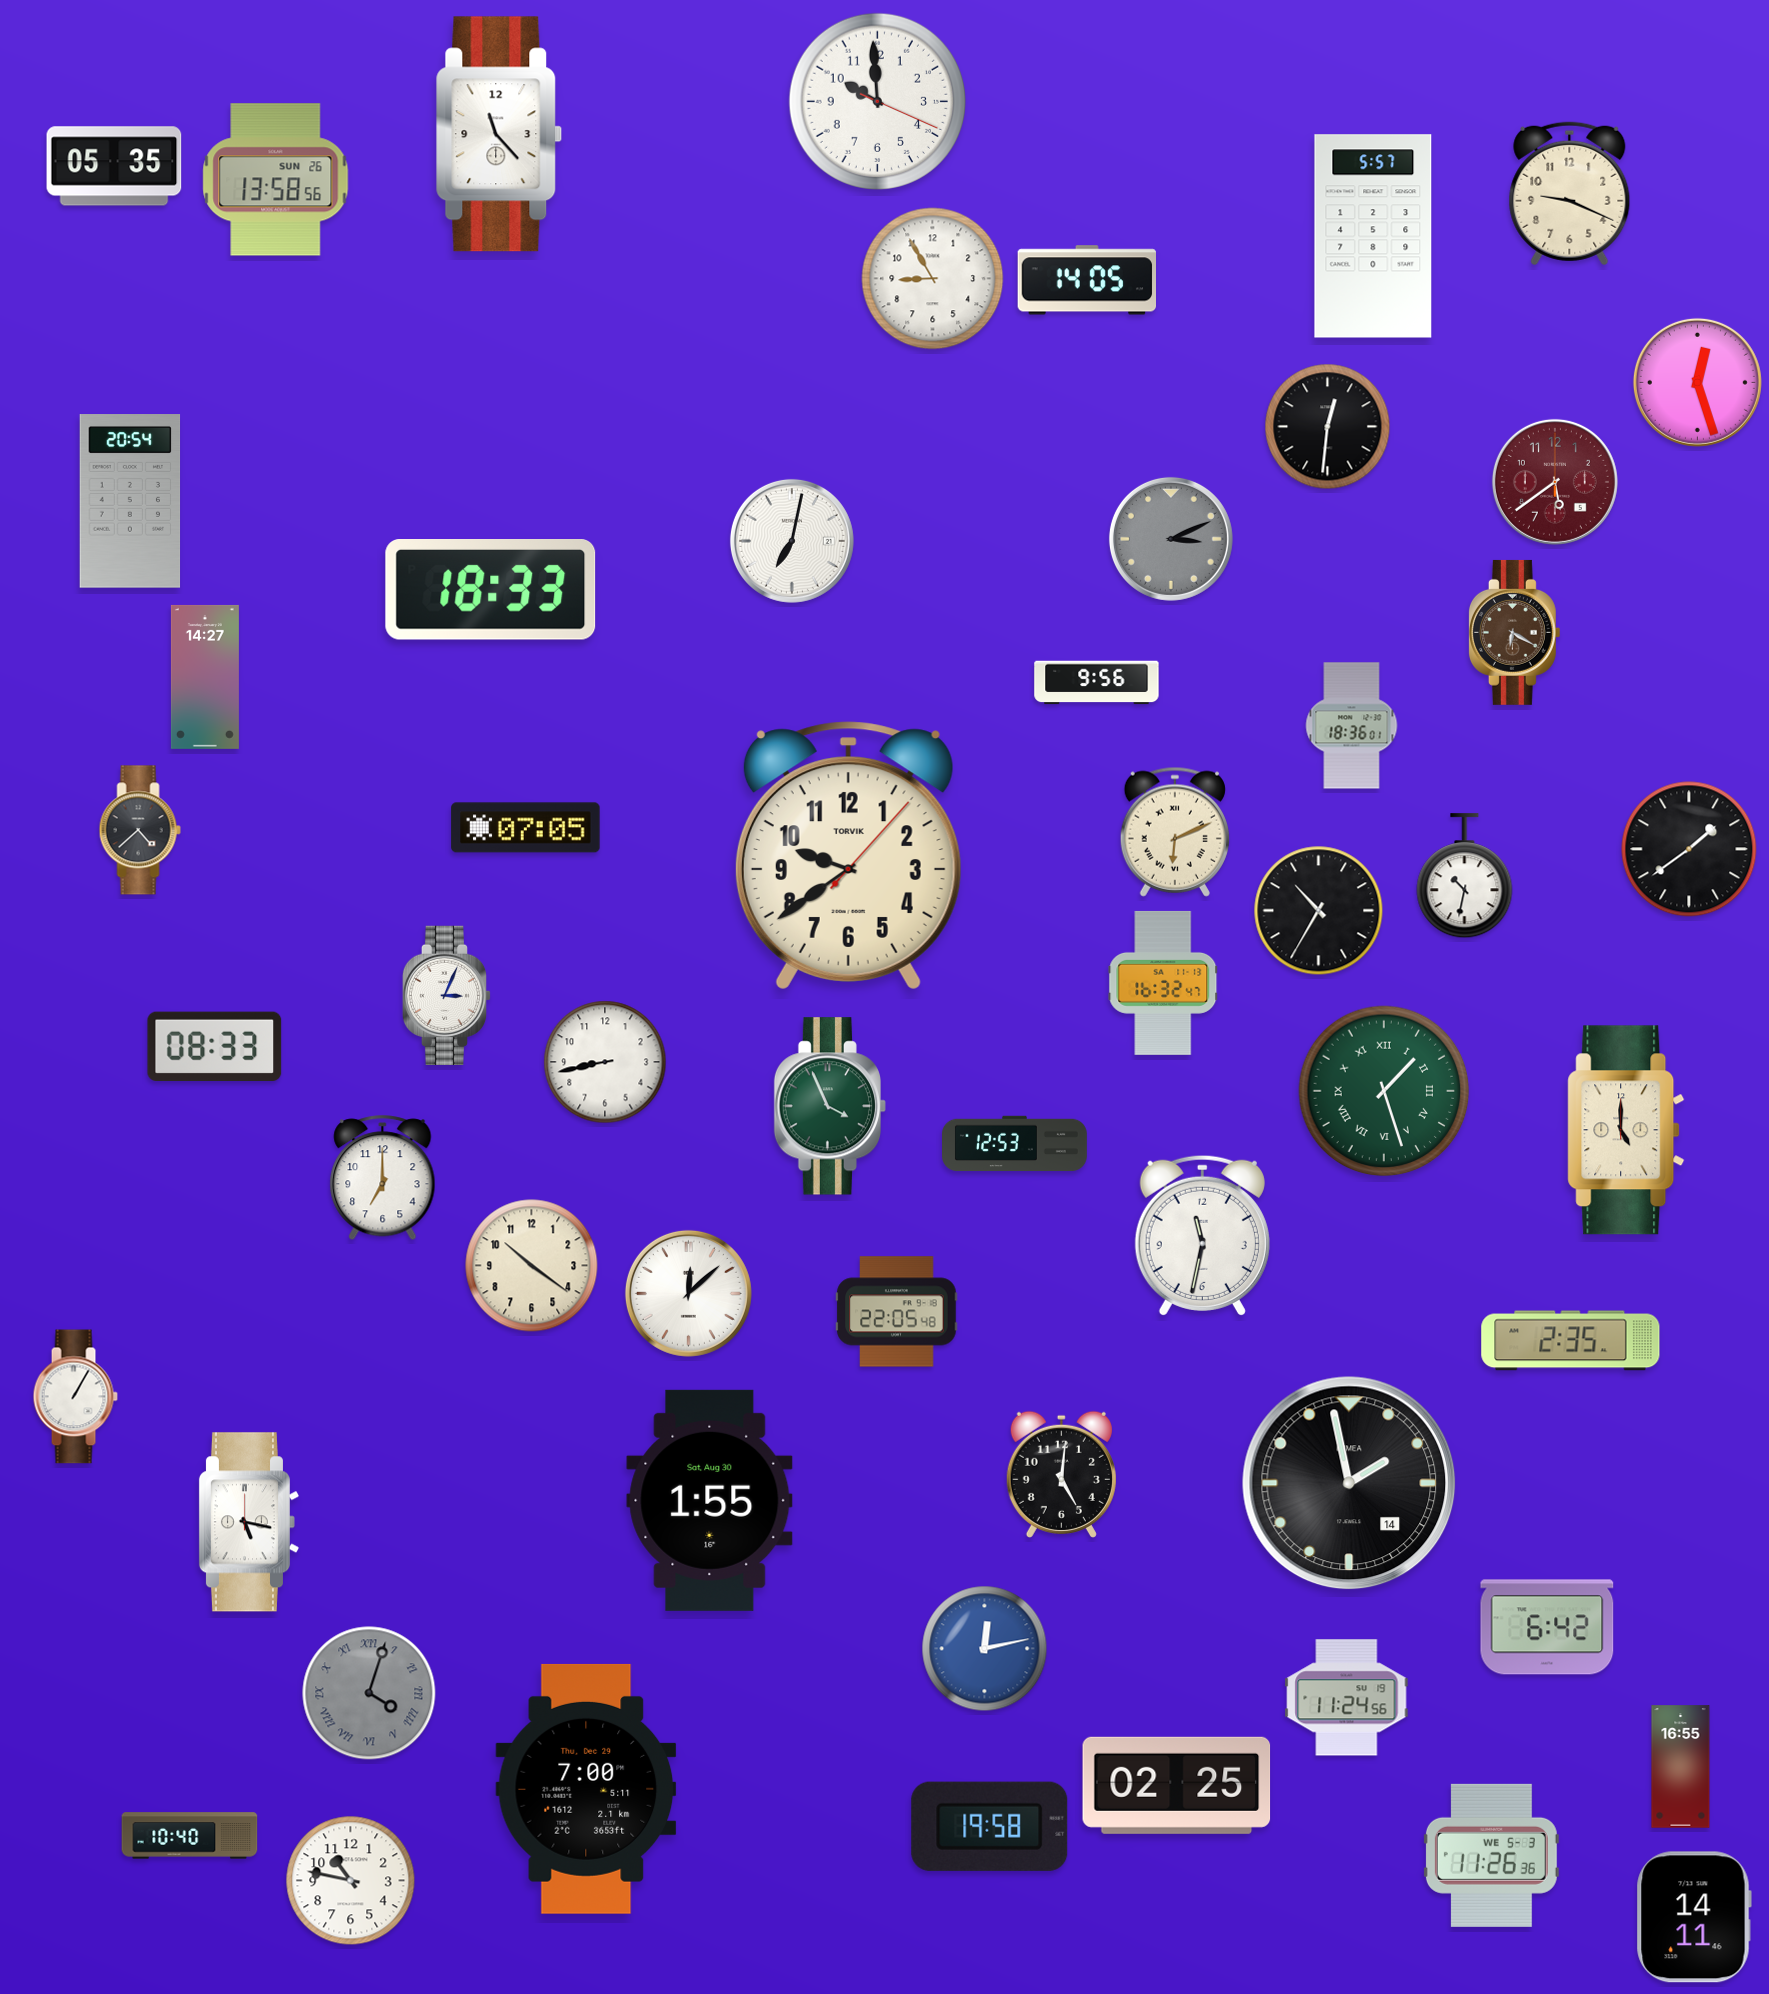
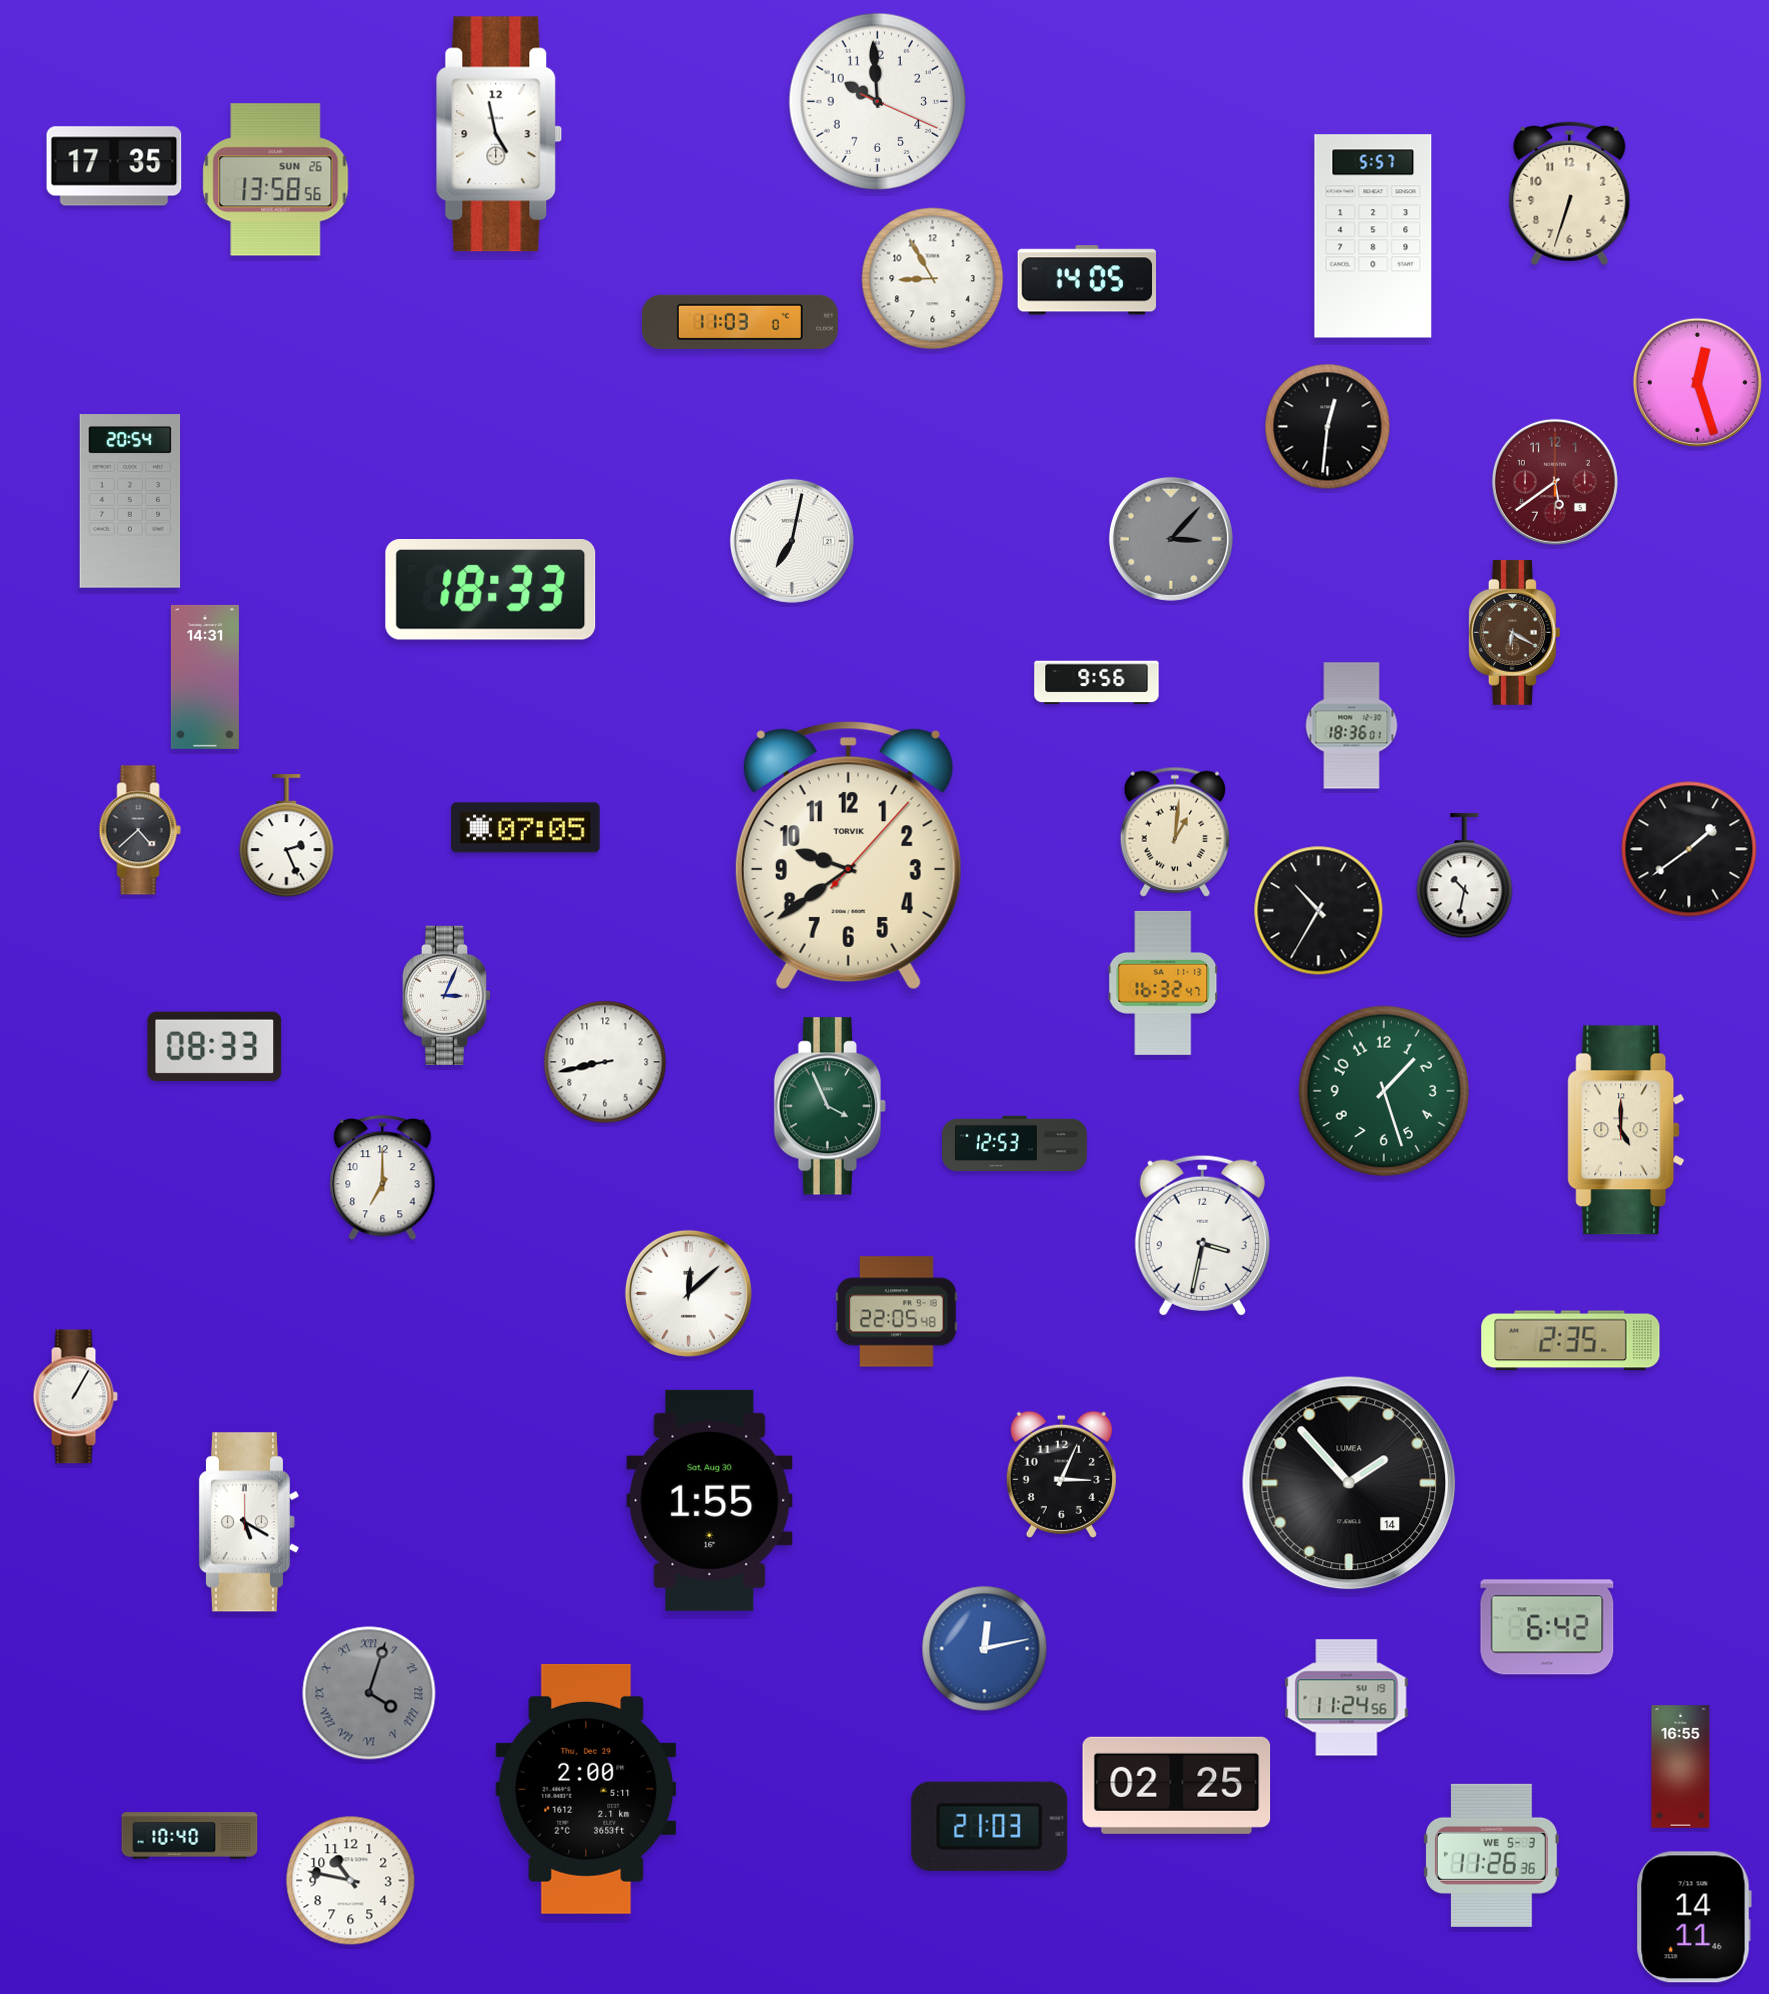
clock at (499, 134): 11:23 -> 4:58
clock at (114, 166): 05:35 -> 17:35
clock at (1570, 194): 9:19 -> 6:33
clock at (740, 322): none -> 11:03
clock at (1171, 539): 3:11 -> 3:07
clock at (205, 677): 14:27 -> 14:31
clock at (1175, 832): 6:11 -> 1:01
clock at (287, 836): none -> 2:26
clock at (1384, 1091) numerals: Roman -> Arabic
clock at (1202, 1235): 11:32 -> 3:32
clock at (532, 1266): 10:21 -> none
clock at (1061, 1474): 5:01 -> 3:04
clock at (1349, 1483): 1:58 -> 1:53
clock at (248, 1522): 5:17 -> 5:20
clock at (586, 1789): 7:00 -> 2:00
clock at (990, 1826): 19:58 -> 21:03
